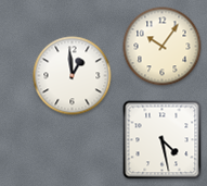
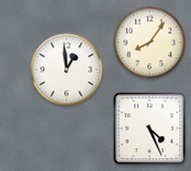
clock at (163, 47): 10:06 -> 8:06
clock at (163, 140): 4:28 -> 4:26
